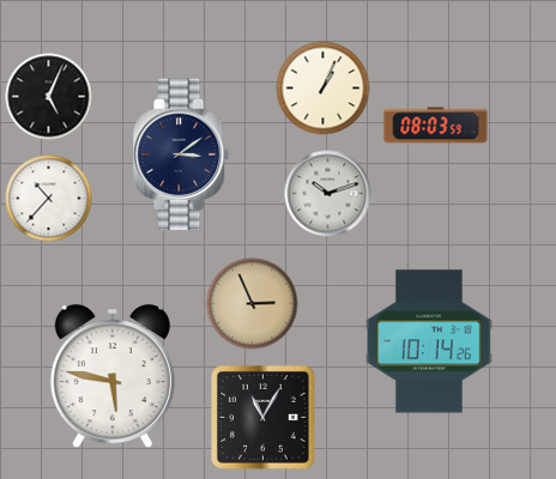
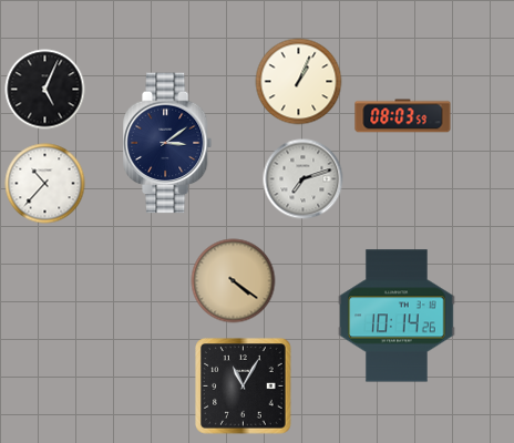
clock at (328, 194): 10:12 -> 7:12
clock at (253, 304): 2:56 -> 4:21
clock at (113, 377): 5:47 -> none
